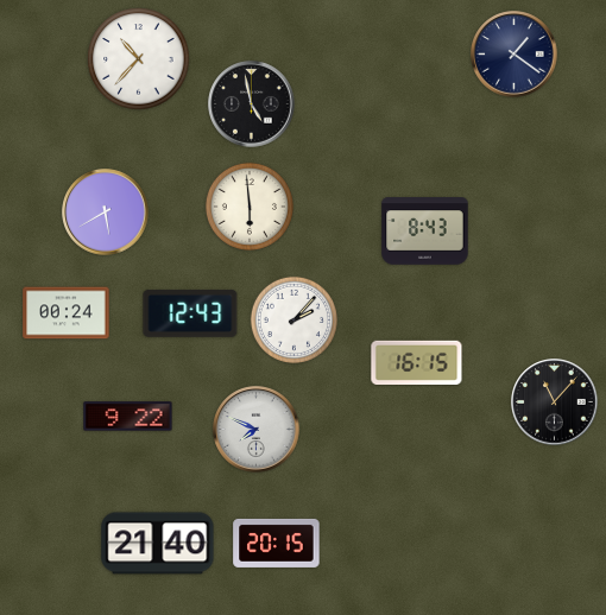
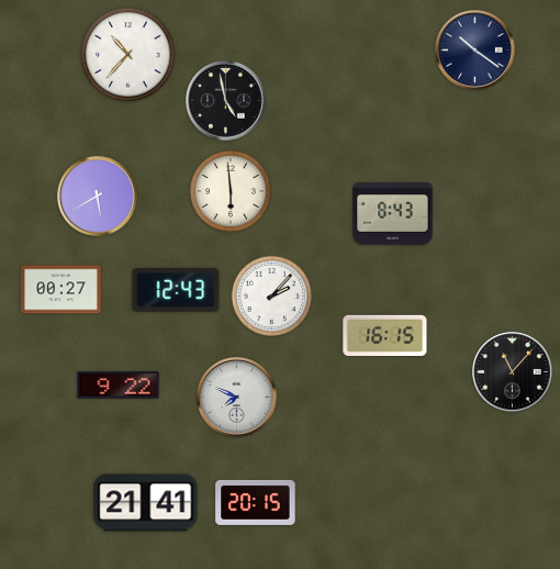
clock at (515, 55): 1:21 -> 10:21
clock at (252, 104) position: (252, 104) -> (226, 101)
clock at (67, 313): 00:24 -> 00:27
clock at (158, 544): 21:40 -> 21:41
